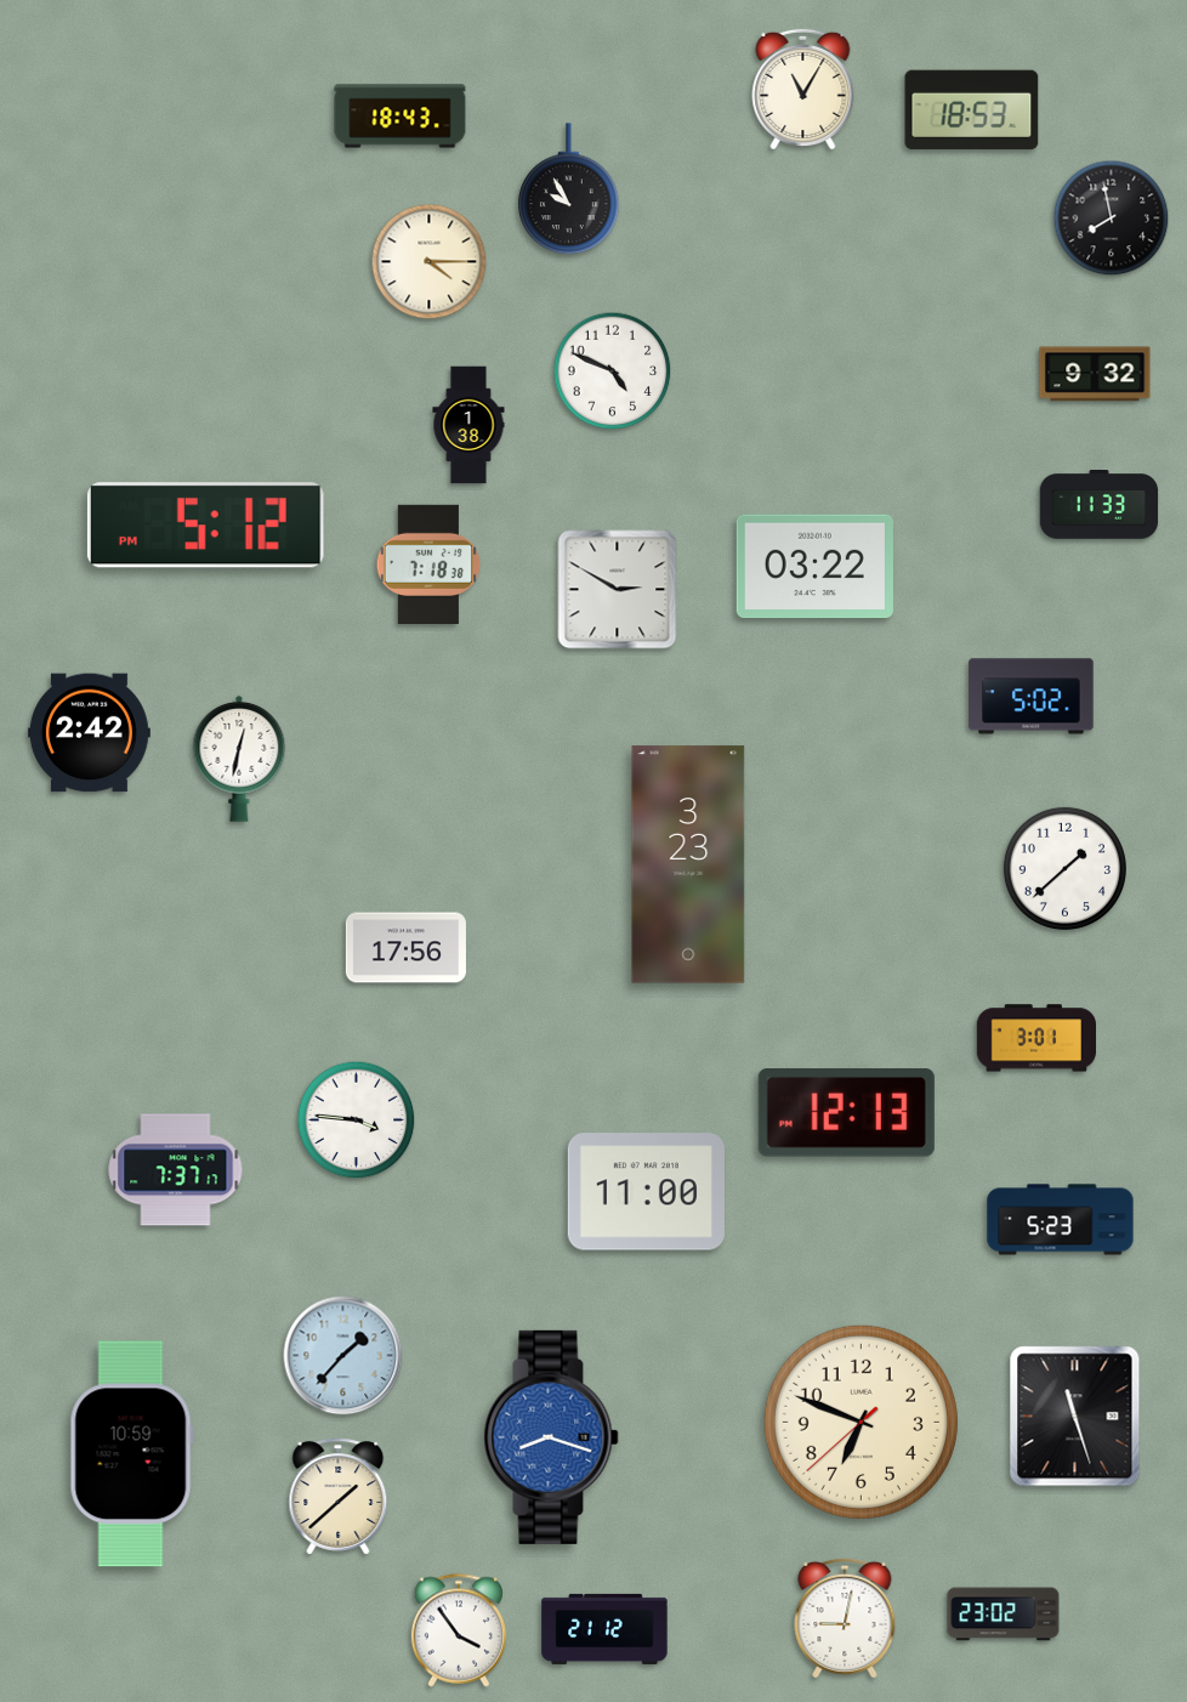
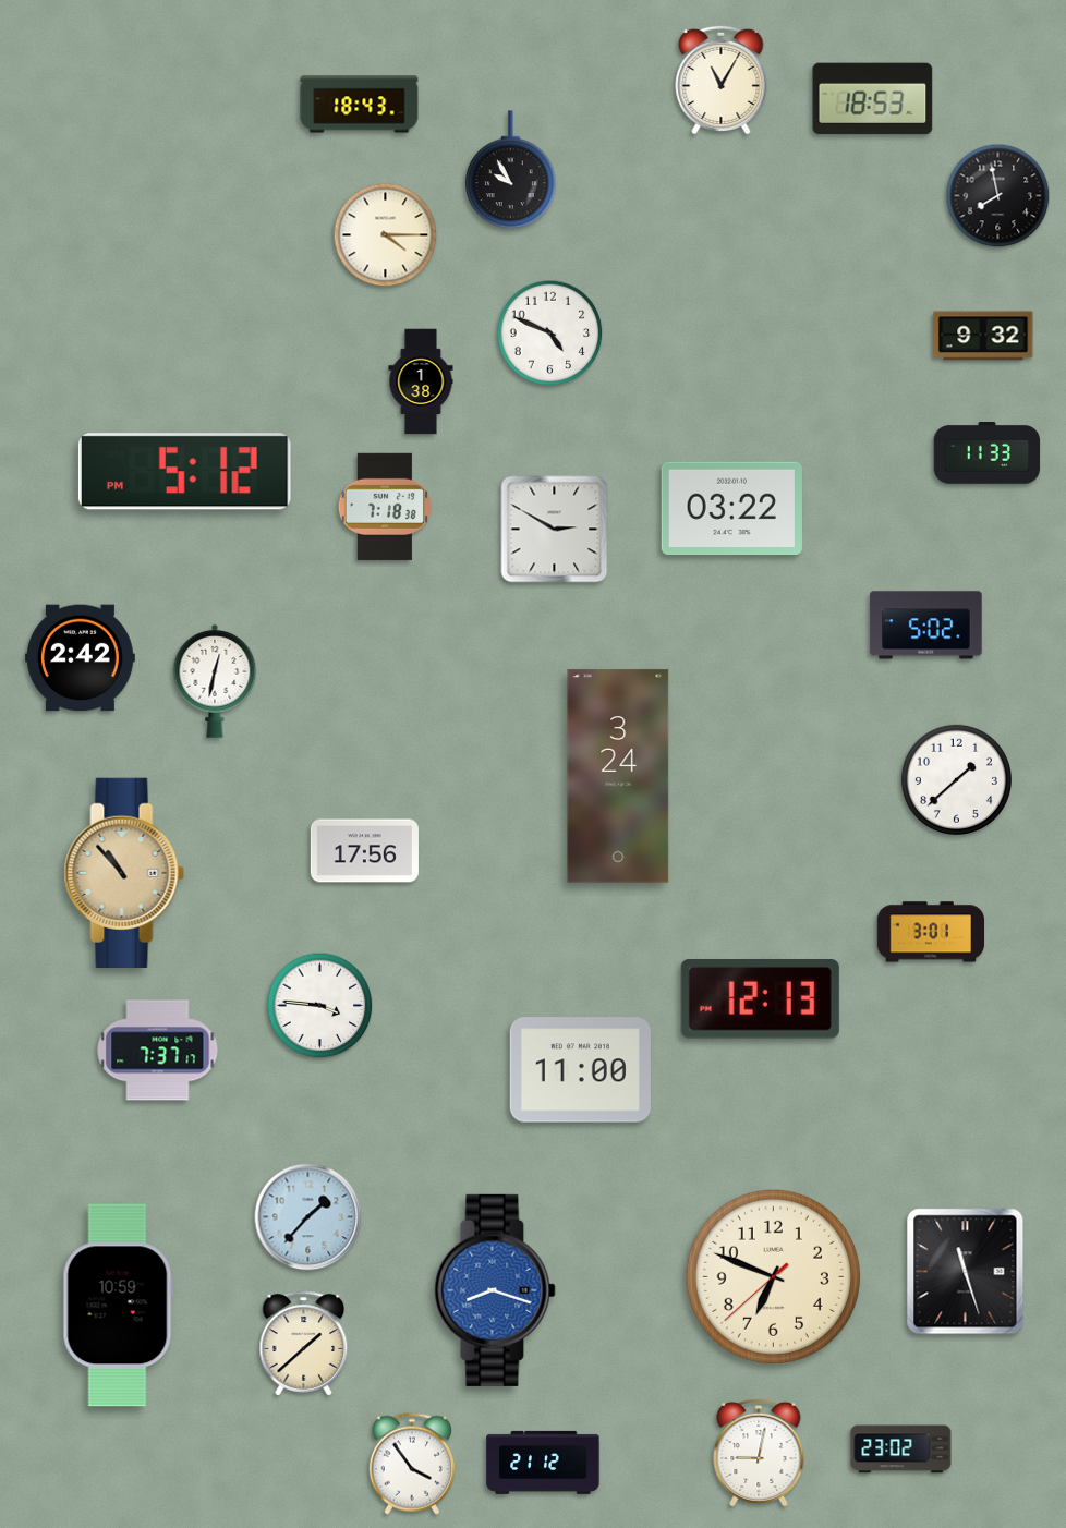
clock at (688, 864): 3:23 -> 3:24
clock at (124, 873): none -> 10:53
clock at (1061, 1220): 5:23 -> none
